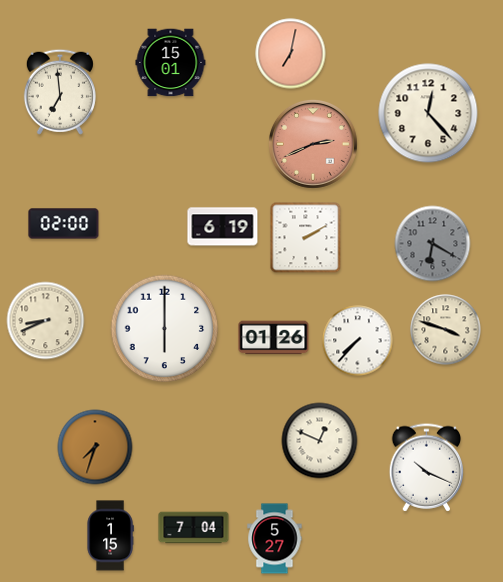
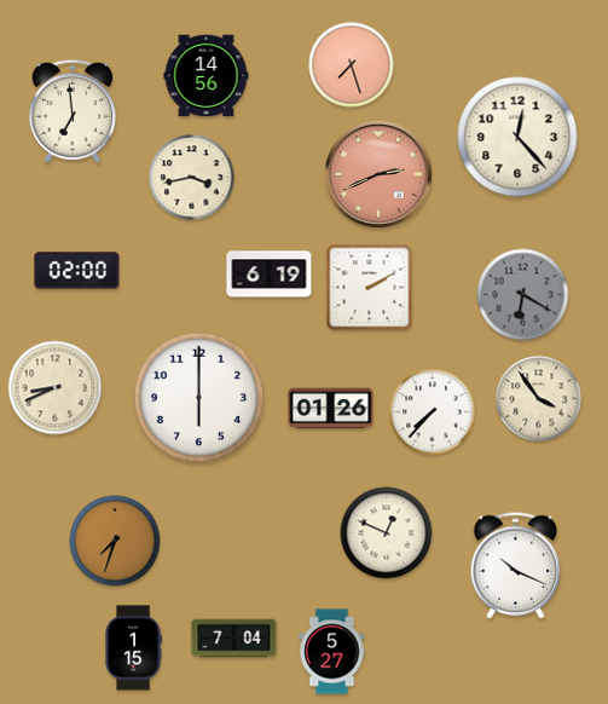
clock at (291, 54): 7:02 -> 7:27
clock at (171, 63): 15:01 -> 14:56
clock at (192, 178): none -> 3:43
clock at (446, 330): 3:48 -> 3:54
